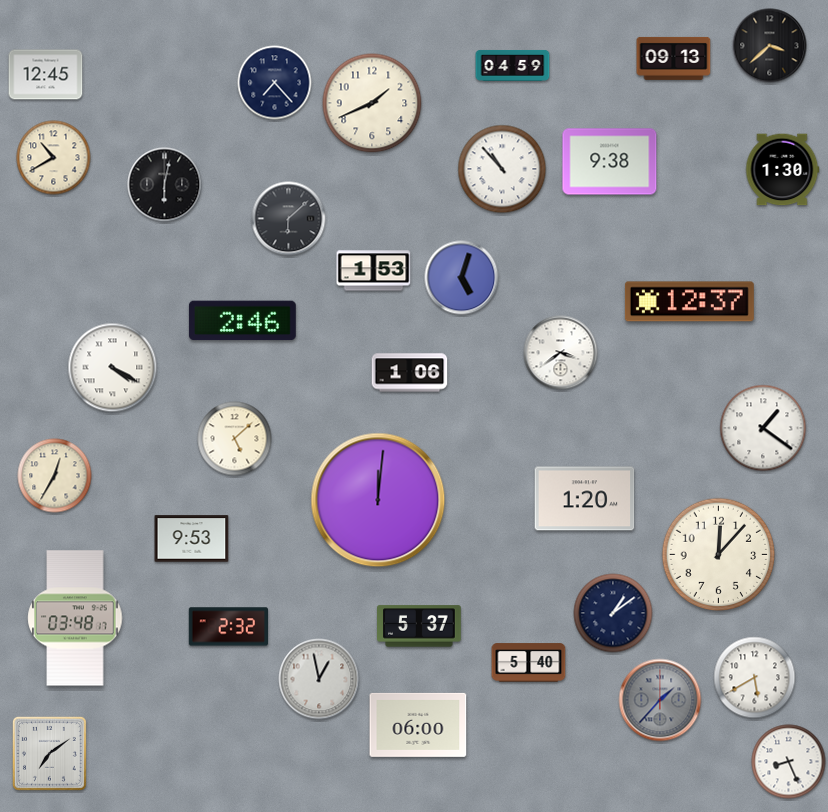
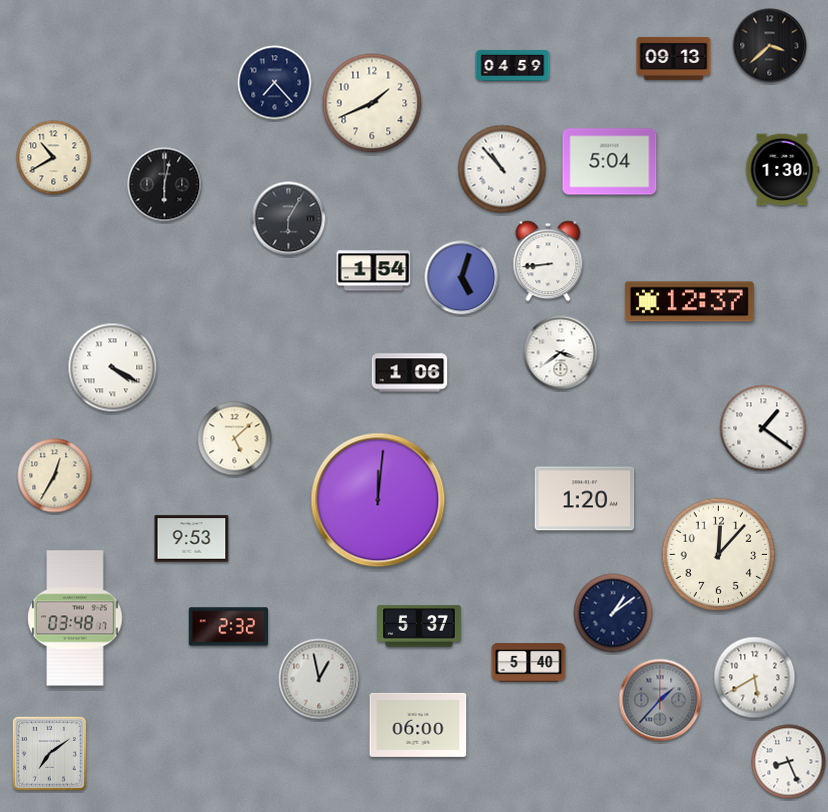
clock at (46, 75): 12:45 -> none
clock at (610, 162): 9:38 -> 5:04
clock at (289, 219): 6:08 -> 6:05
clock at (548, 261): none -> 8:44
clock at (374, 271): 1:53 -> 1:54
clock at (242, 321): 2:46 -> none
